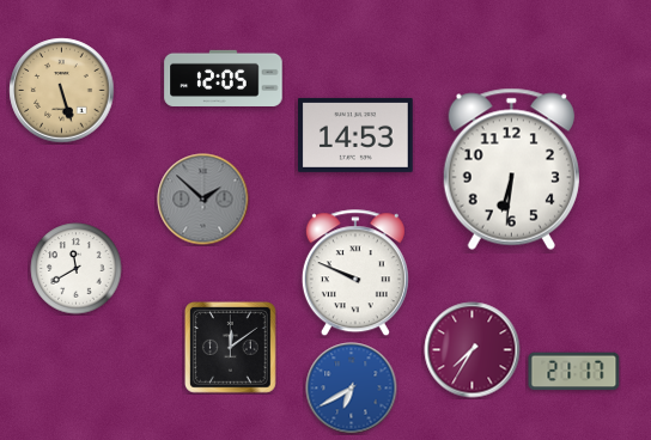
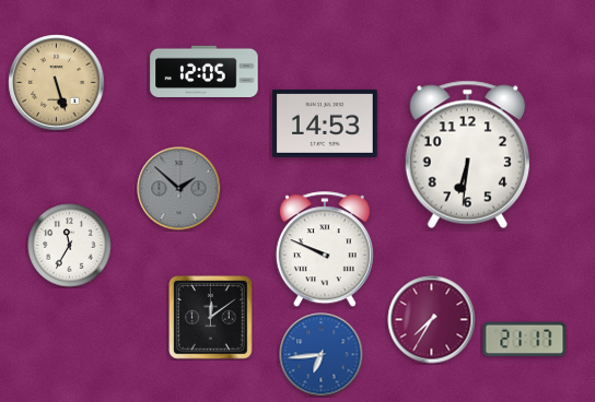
clock at (203, 200) position: (203, 200) -> (179, 189)
clock at (77, 269): 11:40 -> 11:35
clock at (352, 389): 6:40 -> 6:44
